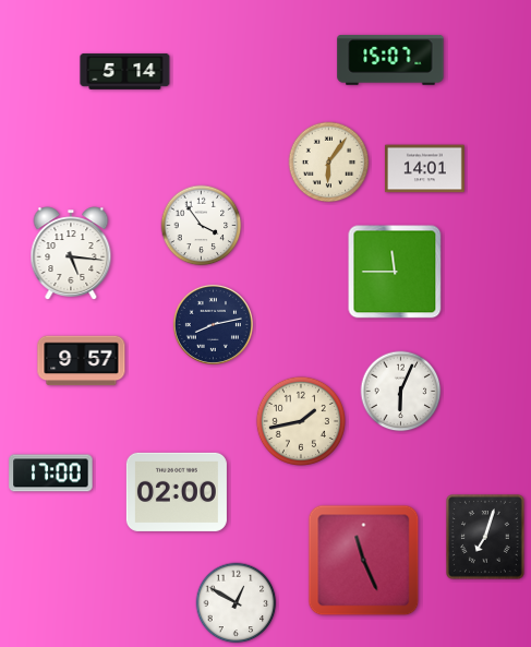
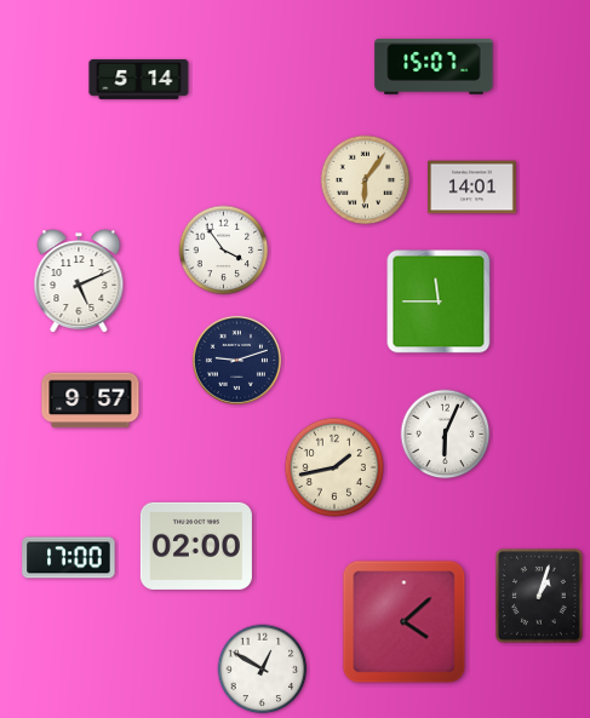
clock at (71, 253): 5:16 -> 5:11
clock at (213, 324): 8:13 -> 9:12
clock at (51, 474) position: (51, 474) -> (69, 558)
clock at (486, 538): 7:03 -> 1:03
clock at (364, 561): 11:26 -> 4:08
